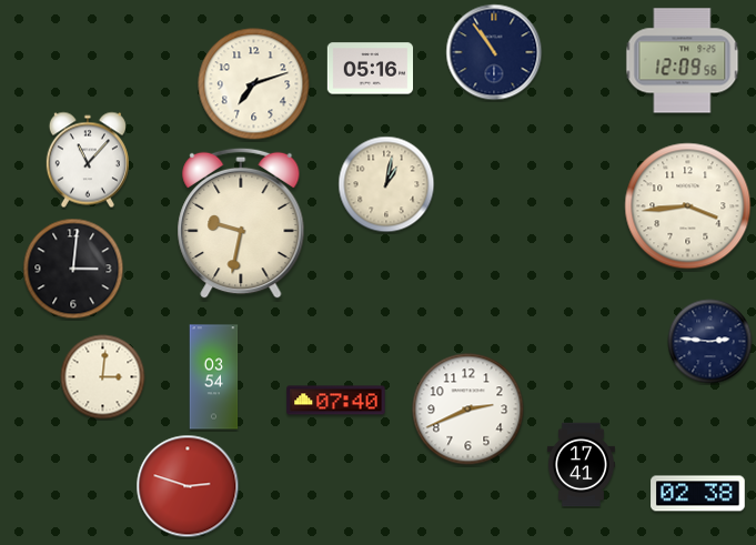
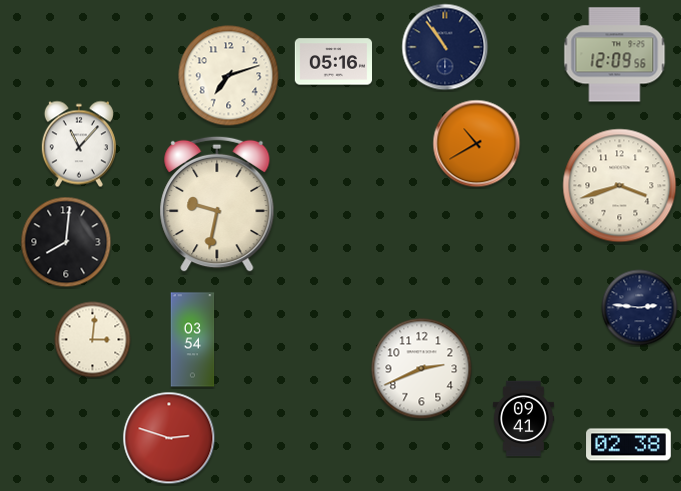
clock at (477, 144): none -> 10:40
clock at (386, 184): 1:02 -> none
clock at (688, 206): 3:44 -> 3:42
clock at (241, 223) position: (241, 223) -> (217, 204)
clock at (73, 269): 3:01 -> 8:01
clock at (336, 401): 07:40 -> none
clock at (581, 465): 17:41 -> 09:41
